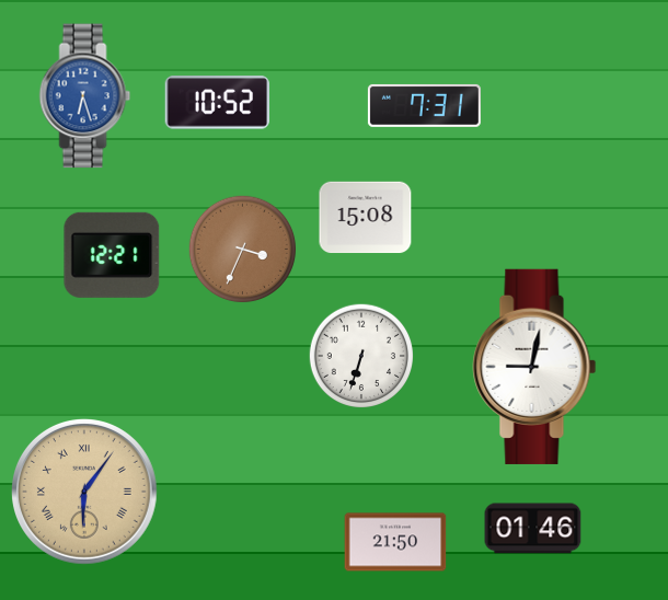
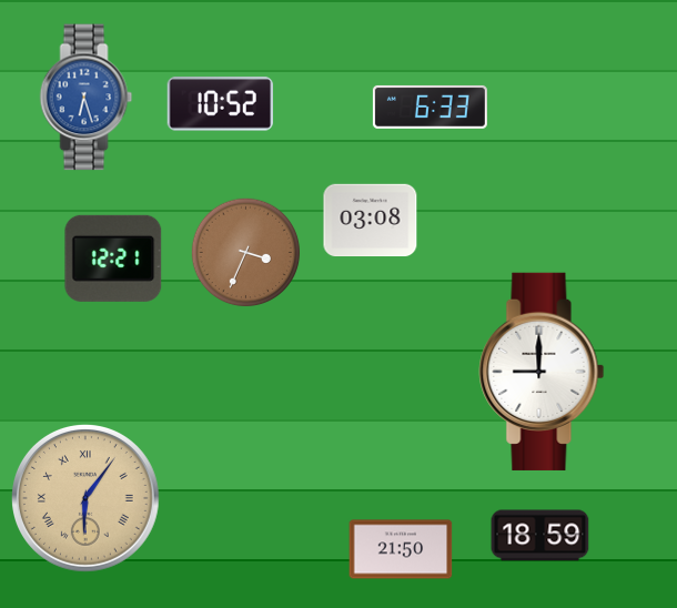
clock at (424, 105): 7:31 -> 6:33
clock at (366, 218): 15:08 -> 03:08
clock at (361, 356): 6:33 -> none
clock at (534, 367): 9:02 -> 9:00
clock at (533, 529): 01:46 -> 18:59
